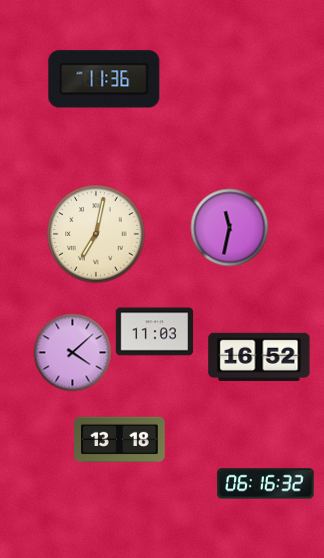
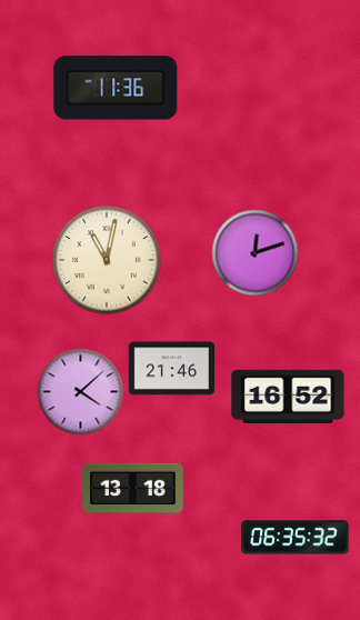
clock at (229, 227): 11:32 -> 12:12
clock at (96, 234): 7:02 -> 11:02
clock at (154, 332): 11:03 -> 21:46
clock at (266, 484): 06:16 -> 06:35
